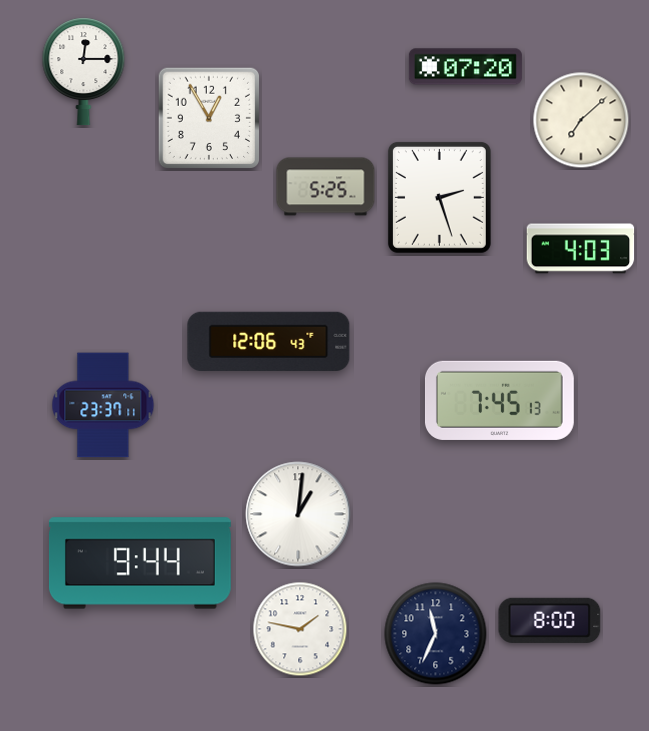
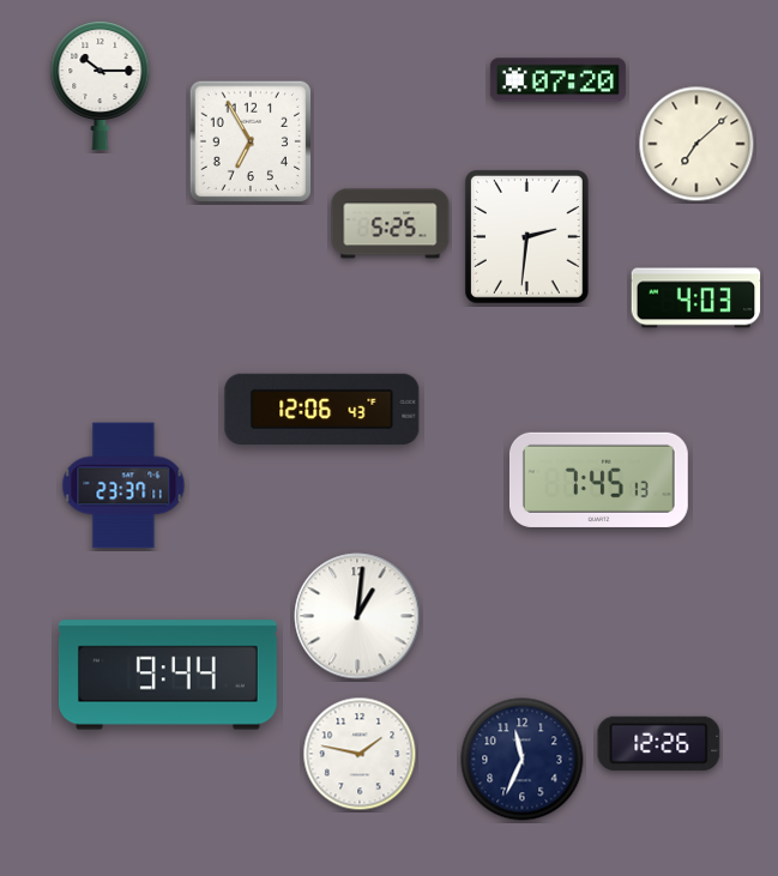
clock at (84, 72): 12:15 -> 10:15
clock at (208, 117): 12:55 -> 6:55
clock at (439, 197): 2:27 -> 2:31
clock at (550, 620): 8:00 -> 12:26
